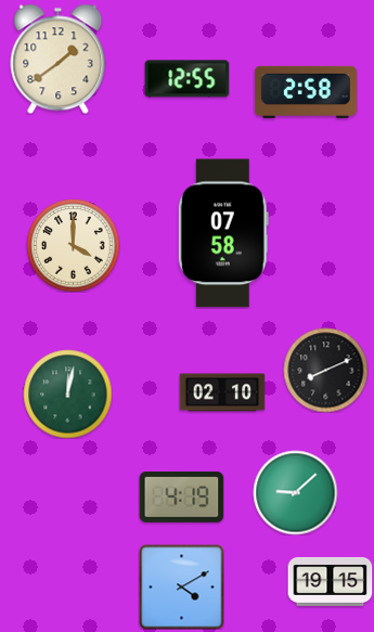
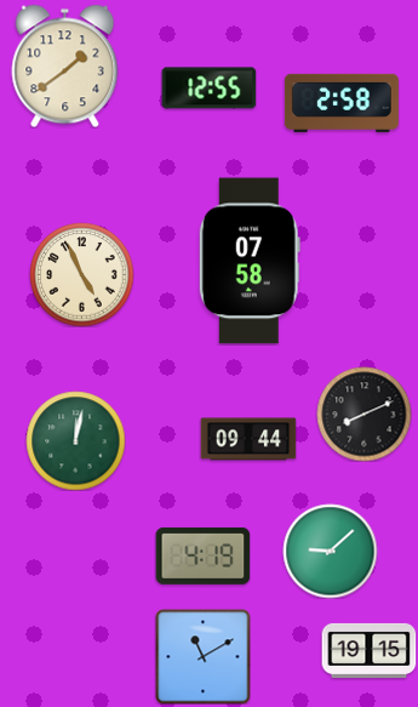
clock at (73, 245): 4:00 -> 4:56
clock at (222, 392): 02:10 -> 09:44
clock at (181, 586): 4:10 -> 11:10
